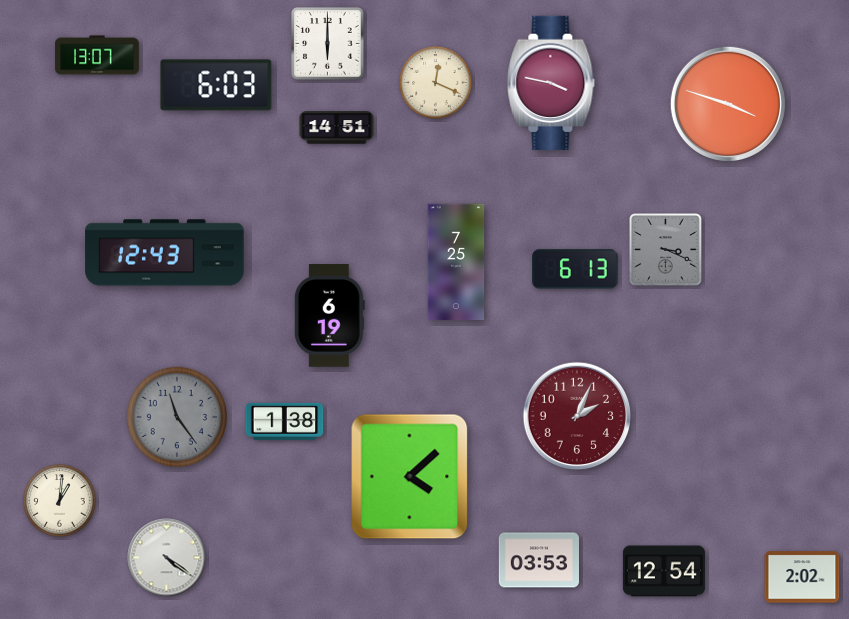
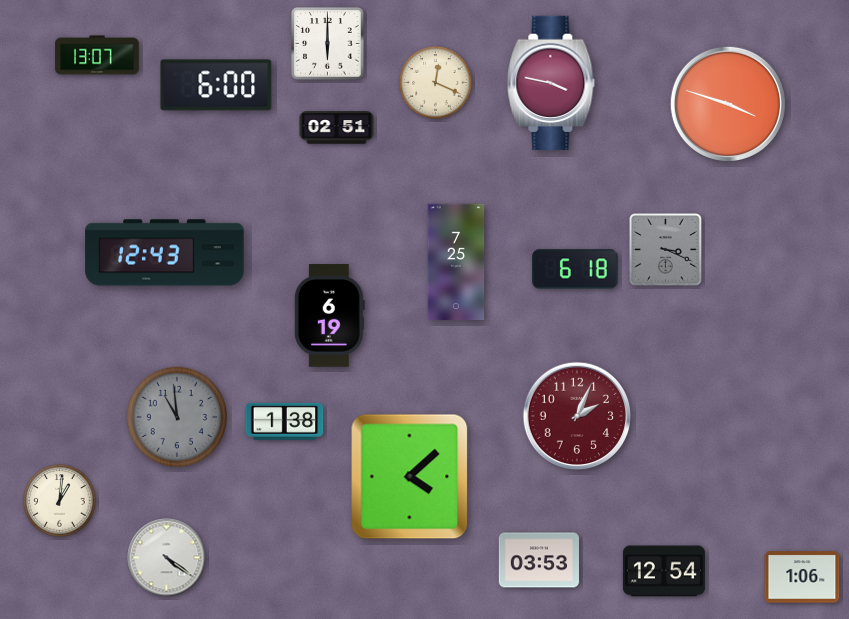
clock at (216, 85): 6:03 -> 6:00
clock at (337, 128): 14:51 -> 02:51
clock at (575, 269): 6:13 -> 6:18
clock at (176, 416): 11:24 -> 10:59
clock at (802, 577): 2:02 -> 1:06
